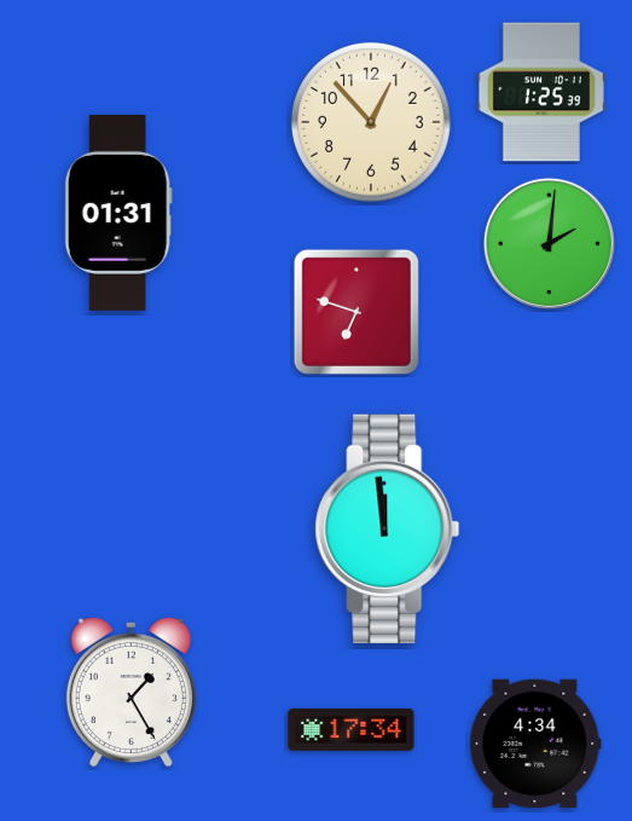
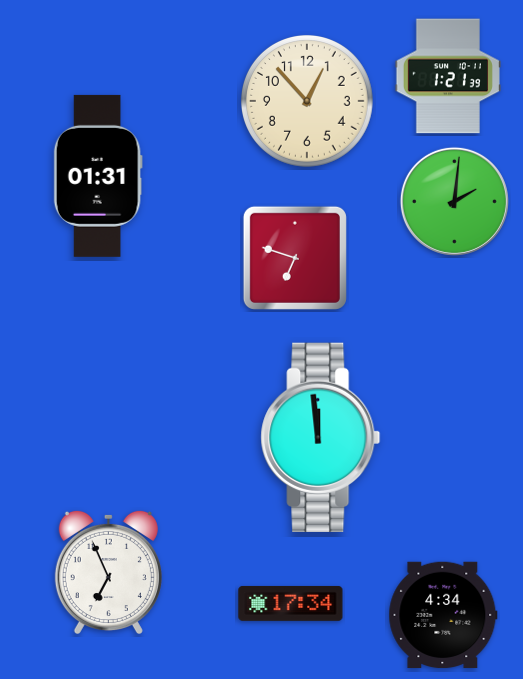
clock at (541, 92): 1:25 -> 1:21
clock at (131, 692): 1:25 -> 6:56
